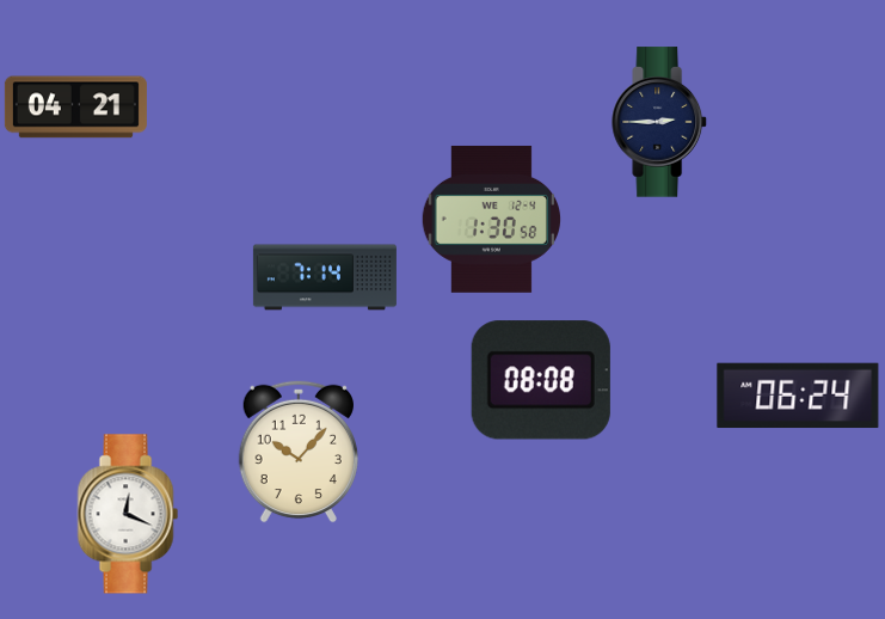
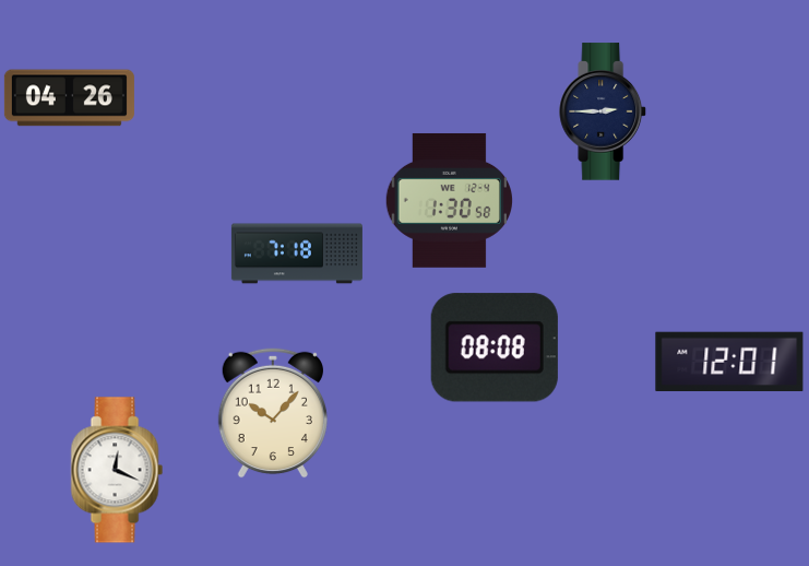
clock at (75, 108): 04:21 -> 04:26
clock at (325, 277): 7:14 -> 7:18
clock at (798, 396): 06:24 -> 12:01
